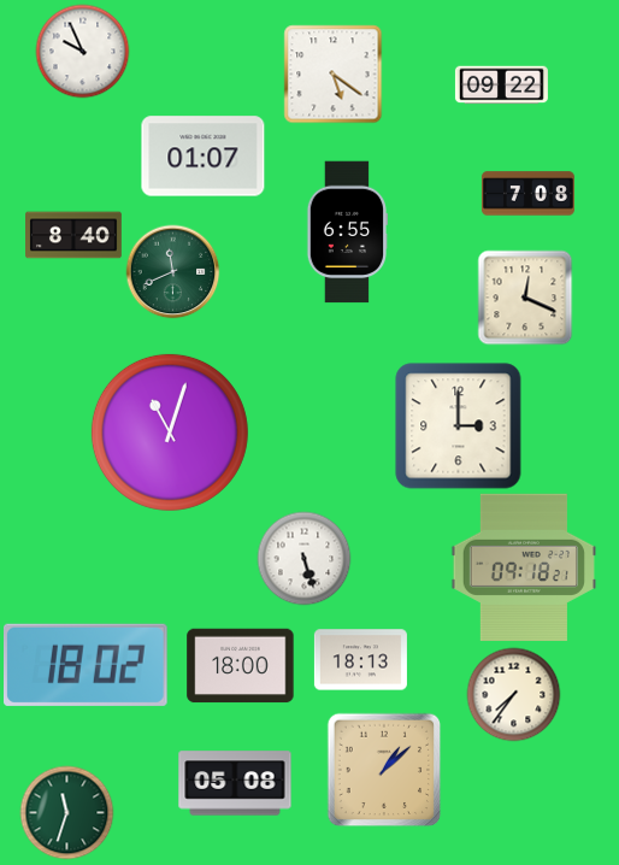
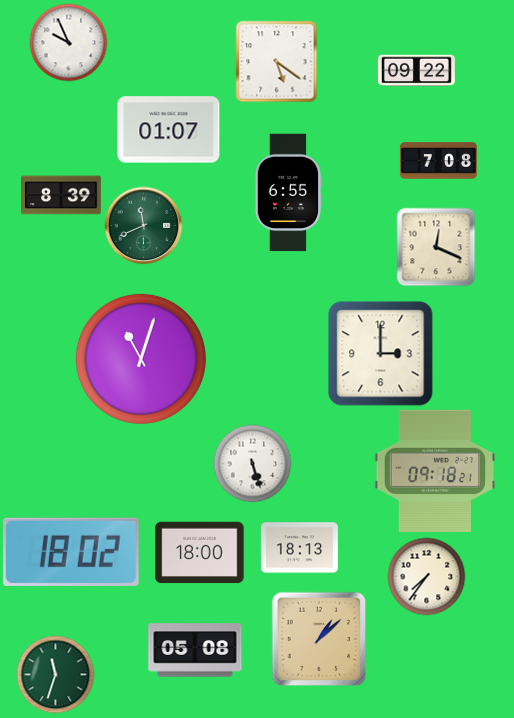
clock at (75, 235): 8:40 -> 8:39
